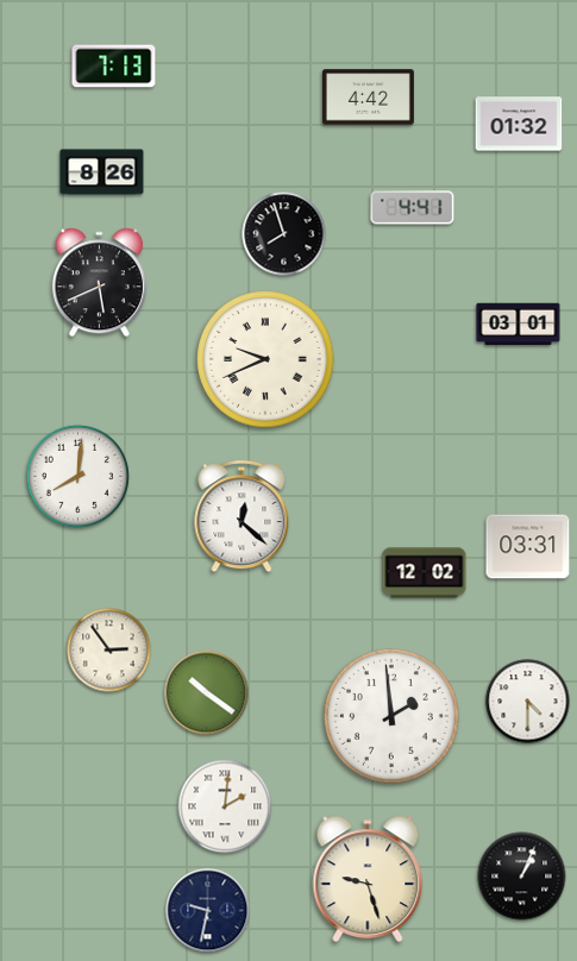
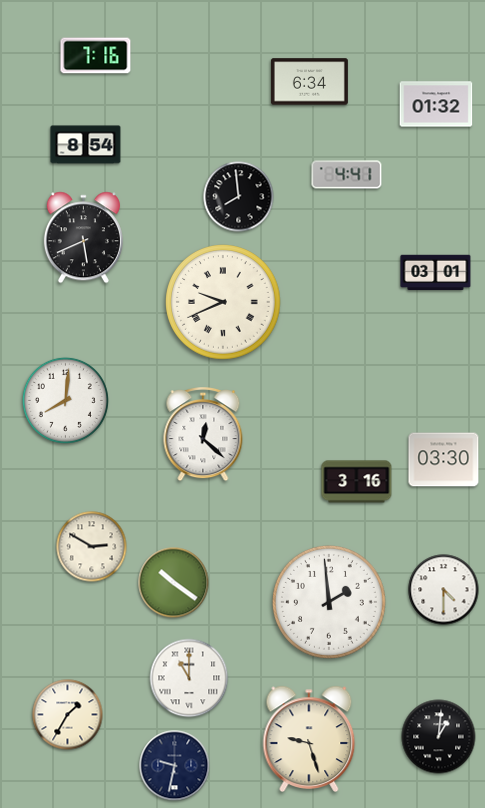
clock at (114, 67): 7:13 -> 7:16
clock at (368, 98): 4:42 -> 6:34
clock at (102, 172): 8:26 -> 8:54
clock at (284, 234): 7:57 -> 7:59
clock at (528, 547): 03:31 -> 03:30
clock at (425, 573): 12:02 -> 3:16
clock at (109, 651): 2:54 -> 2:50
clock at (225, 806): 2:01 -> 11:00
clock at (68, 715): none -> 1:35
clock at (522, 877): 1:04 -> 1:01
